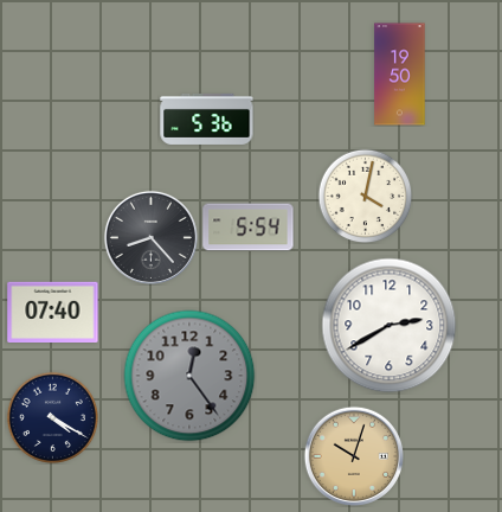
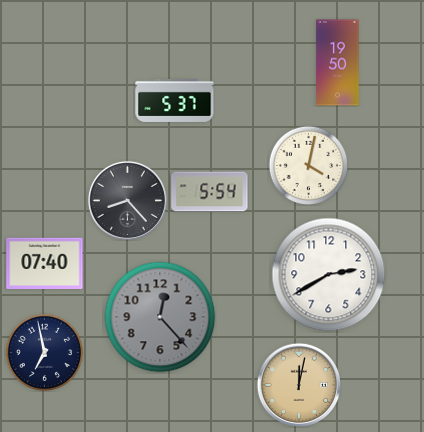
clock at (207, 119): 5:36 -> 5:37
clock at (189, 376): 12:24 -> 12:23
clock at (52, 417): 4:20 -> 6:58
clock at (353, 455): 10:03 -> 12:02
